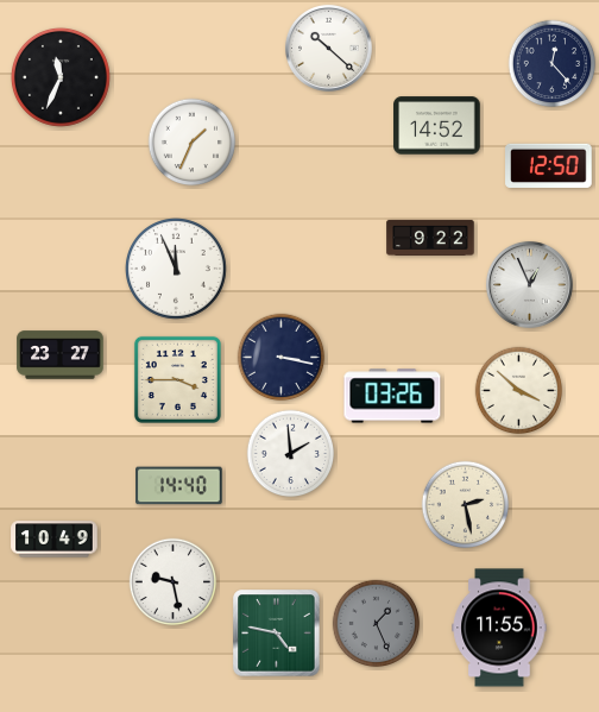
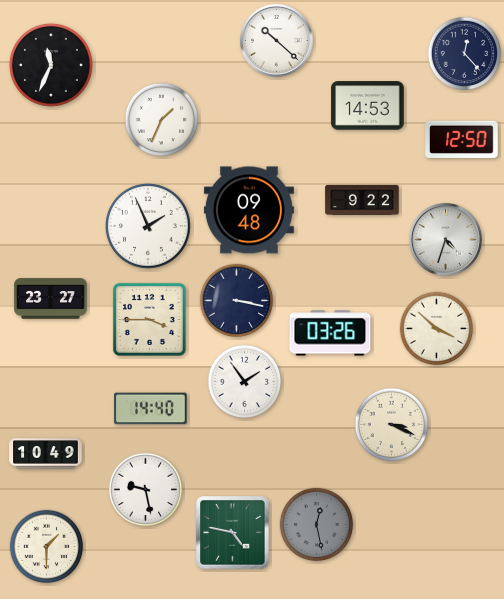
clock at (437, 126): 14:52 -> 14:53
clock at (249, 210): none -> 09:48
clock at (177, 270): 11:56 -> 1:56
clock at (529, 284): 12:56 -> 4:33
clock at (291, 454): 1:59 -> 1:54
clock at (466, 505): 2:28 -> 3:19
clock at (377, 624): 1:26 -> 12:28
clock at (499, 628): 11:55 -> none
clock at (47, 547): none -> 1:30
